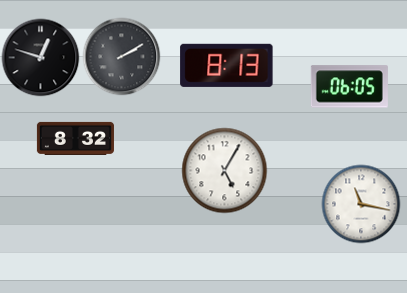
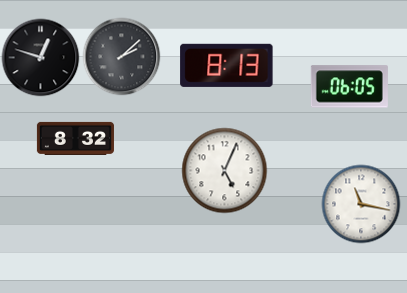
clock at (121, 56): 2:10 -> 2:08
clock at (224, 170): 5:05 -> 5:04
